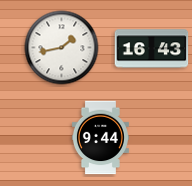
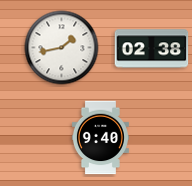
clock at (152, 49): 16:43 -> 02:38
clock at (100, 138): 9:44 -> 9:40
